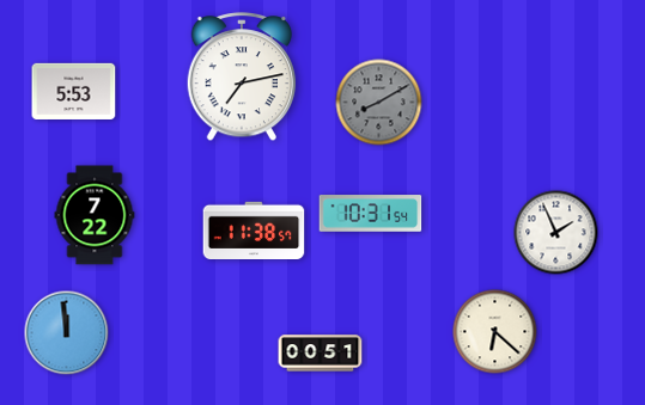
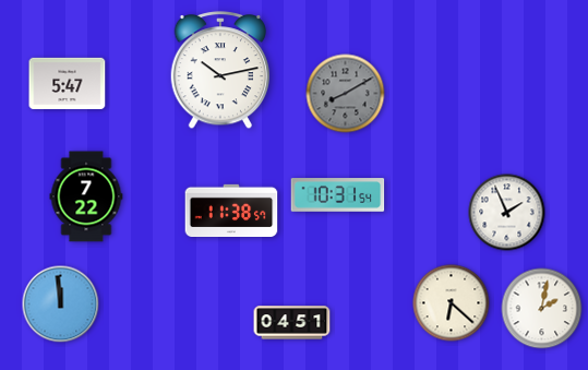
clock at (242, 78): 7:13 -> 10:13
clock at (74, 91): 5:53 -> 5:47
clock at (542, 309): none -> 2:02
clock at (321, 354): 00:51 -> 04:51
